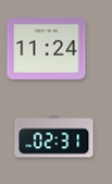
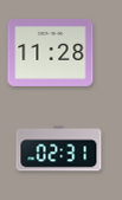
clock at (47, 48): 11:24 -> 11:28
